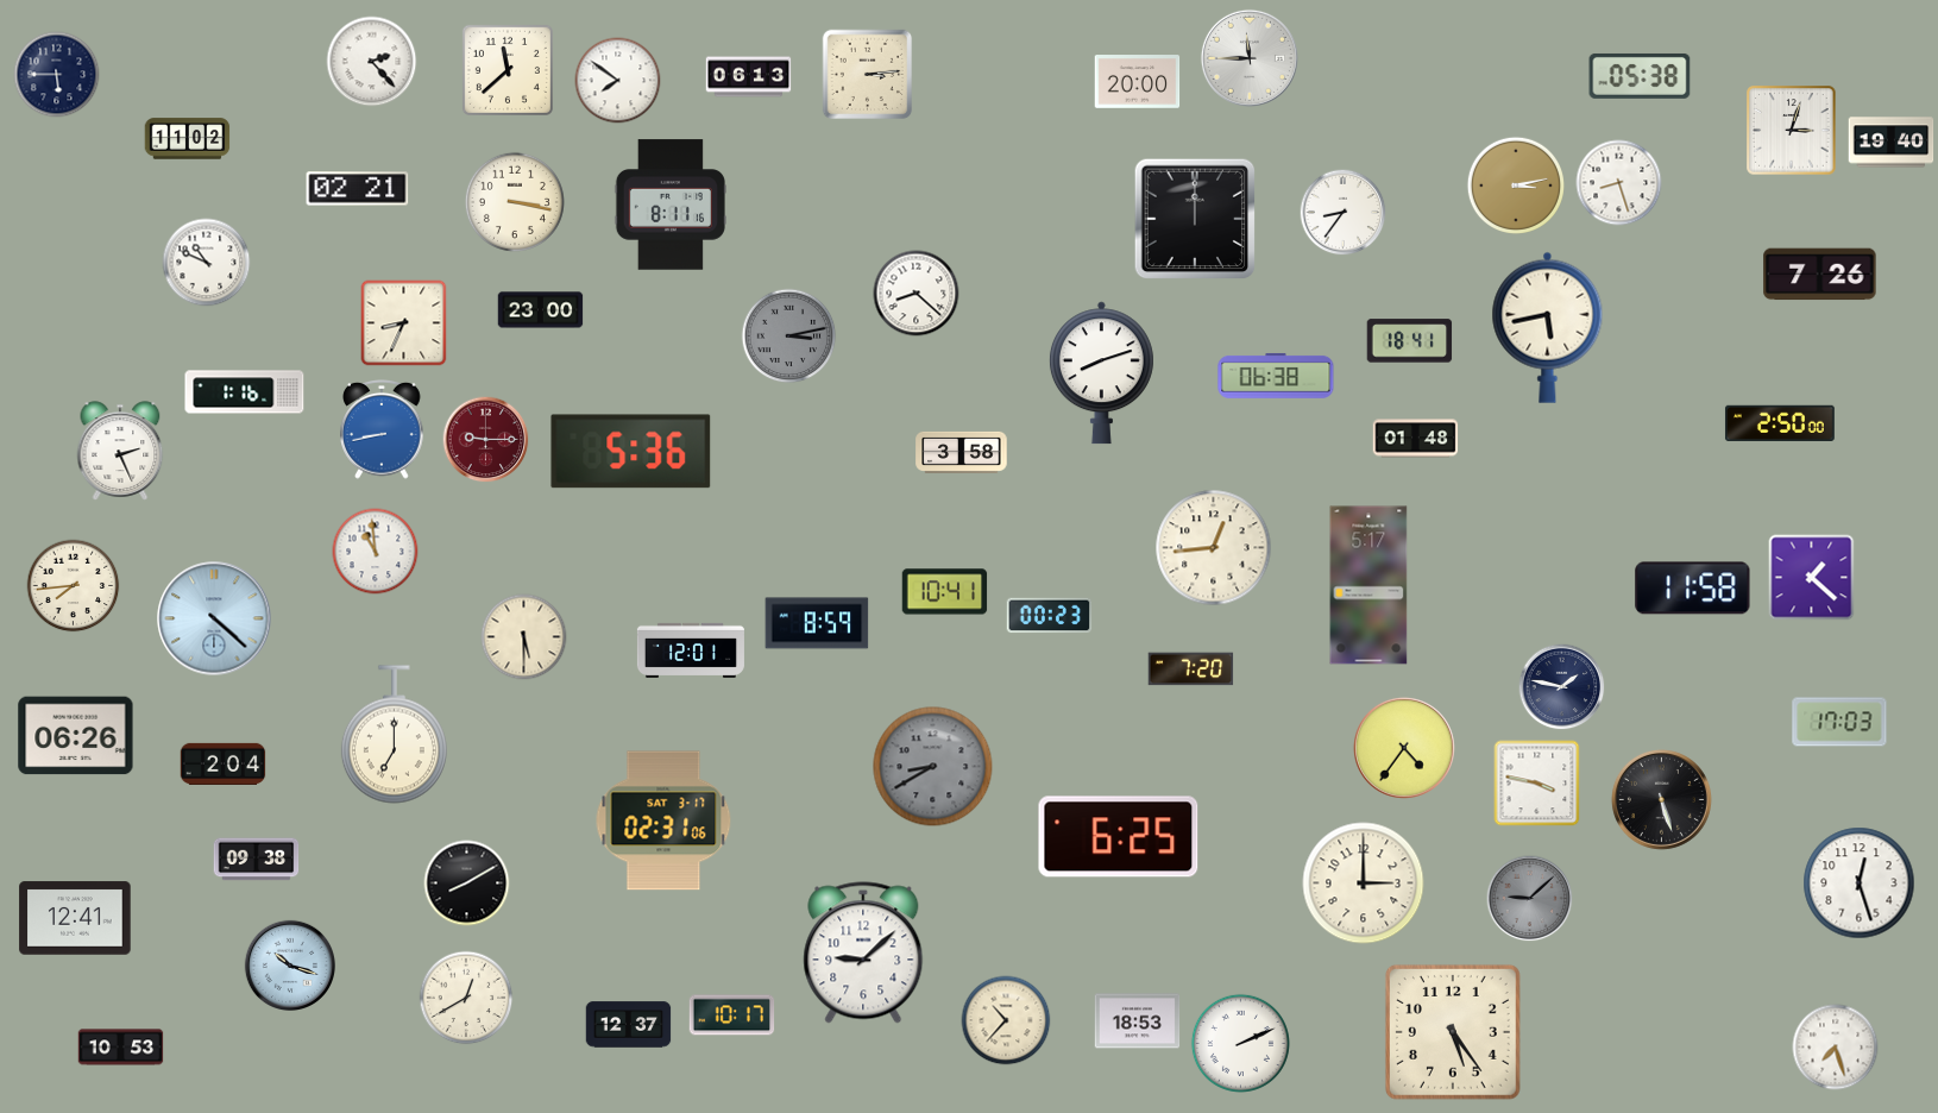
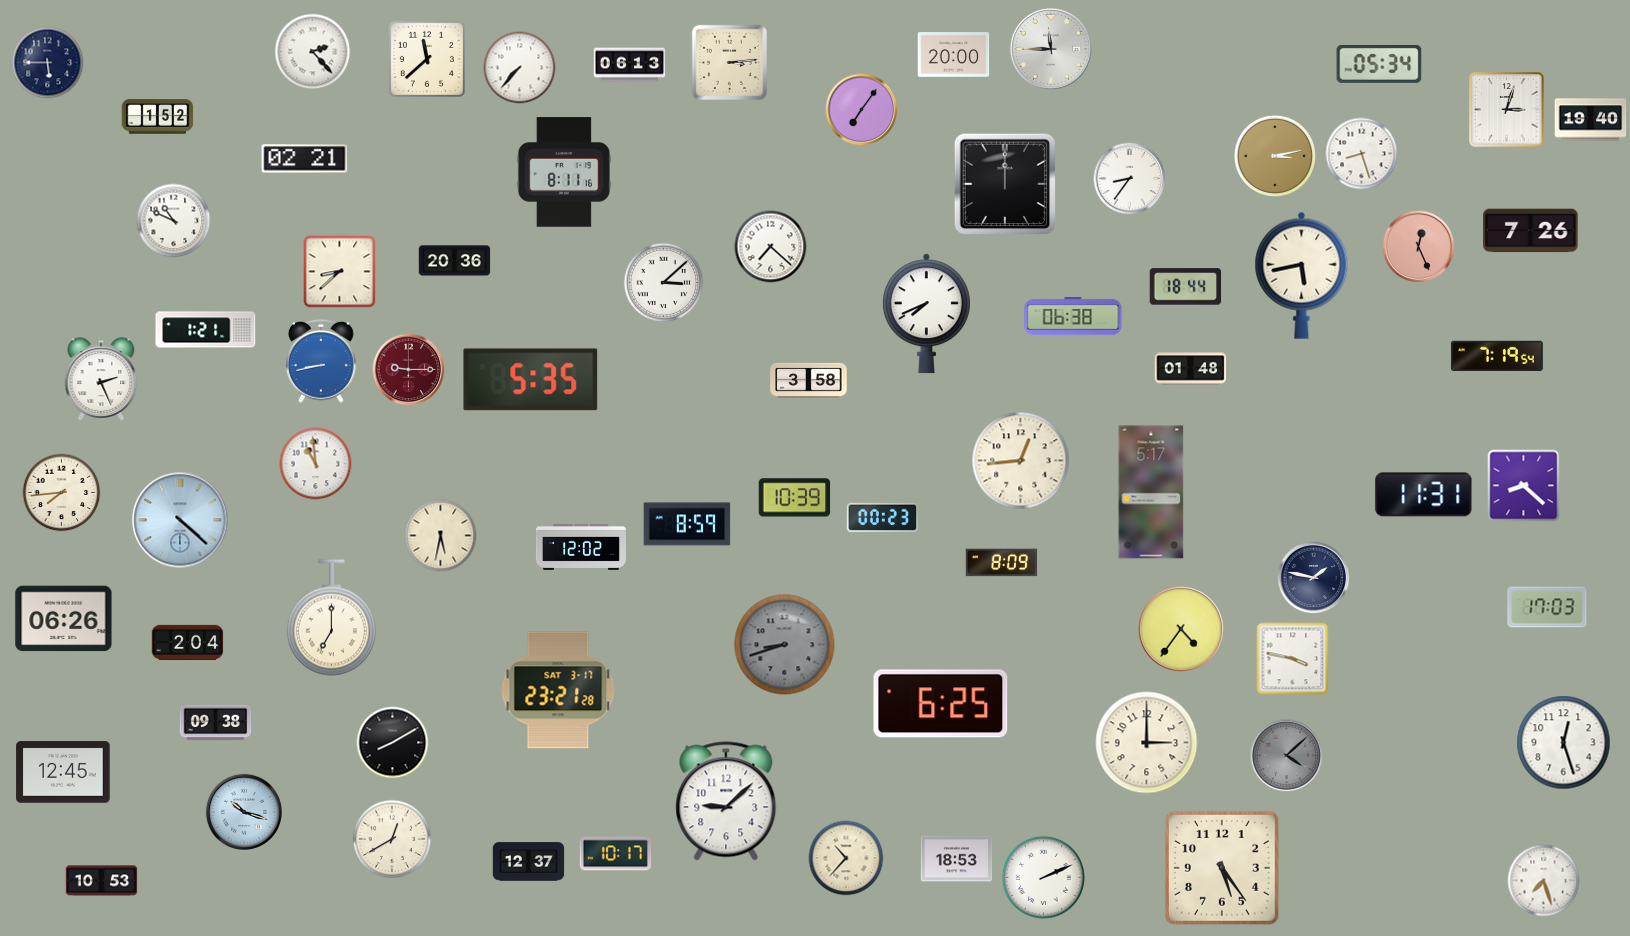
clock at (1640, 76): 05:38 -> 05:34
clock at (618, 81): 7:51 -> 7:37
clock at (1138, 82) position: (1138, 82) -> (954, 55)
clock at (862, 110): none -> 7:06
clock at (188, 139): 11:02 -> 1:52
clock at (358, 189) position: (358, 189) -> (305, 159)
clock at (515, 202): 3:17 -> none
clock at (917, 294): 8:22 -> 7:22
clock at (1419, 247): none -> 12:26
clock at (541, 310): 23:00 -> 20:36
clock at (404, 323): 8:34 -> 8:38
clock at (789, 337): 3:13 -> 3:08
clock at (789, 337) dial: grey -> white
clock at (1410, 341): 18:41 -> 18:44
clock at (1101, 373): 8:12 -> 7:41
clock at (245, 392): 1:16 -> 1:21
clock at (1780, 423): 2:50 -> 7:19
clock at (631, 452): 5:36 -> 5:35
clock at (1812, 578): 1:22 -> 8:22
clock at (1693, 589): 11:58 -> 11:31
clock at (945, 592): 10:41 -> 10:39
clock at (524, 637): 5:30 -> 5:32
clock at (691, 650): 12:01 -> 12:02
clock at (1191, 669): 7:20 -> 8:09
clock at (933, 767): 8:40 -> 8:42
clock at (1661, 799): 5:27 -> none
clock at (663, 820): 02:31 -> 23:21
clock at (1530, 899): 9:08 -> 4:08
clock at (75, 918): 12:41 -> 12:45
